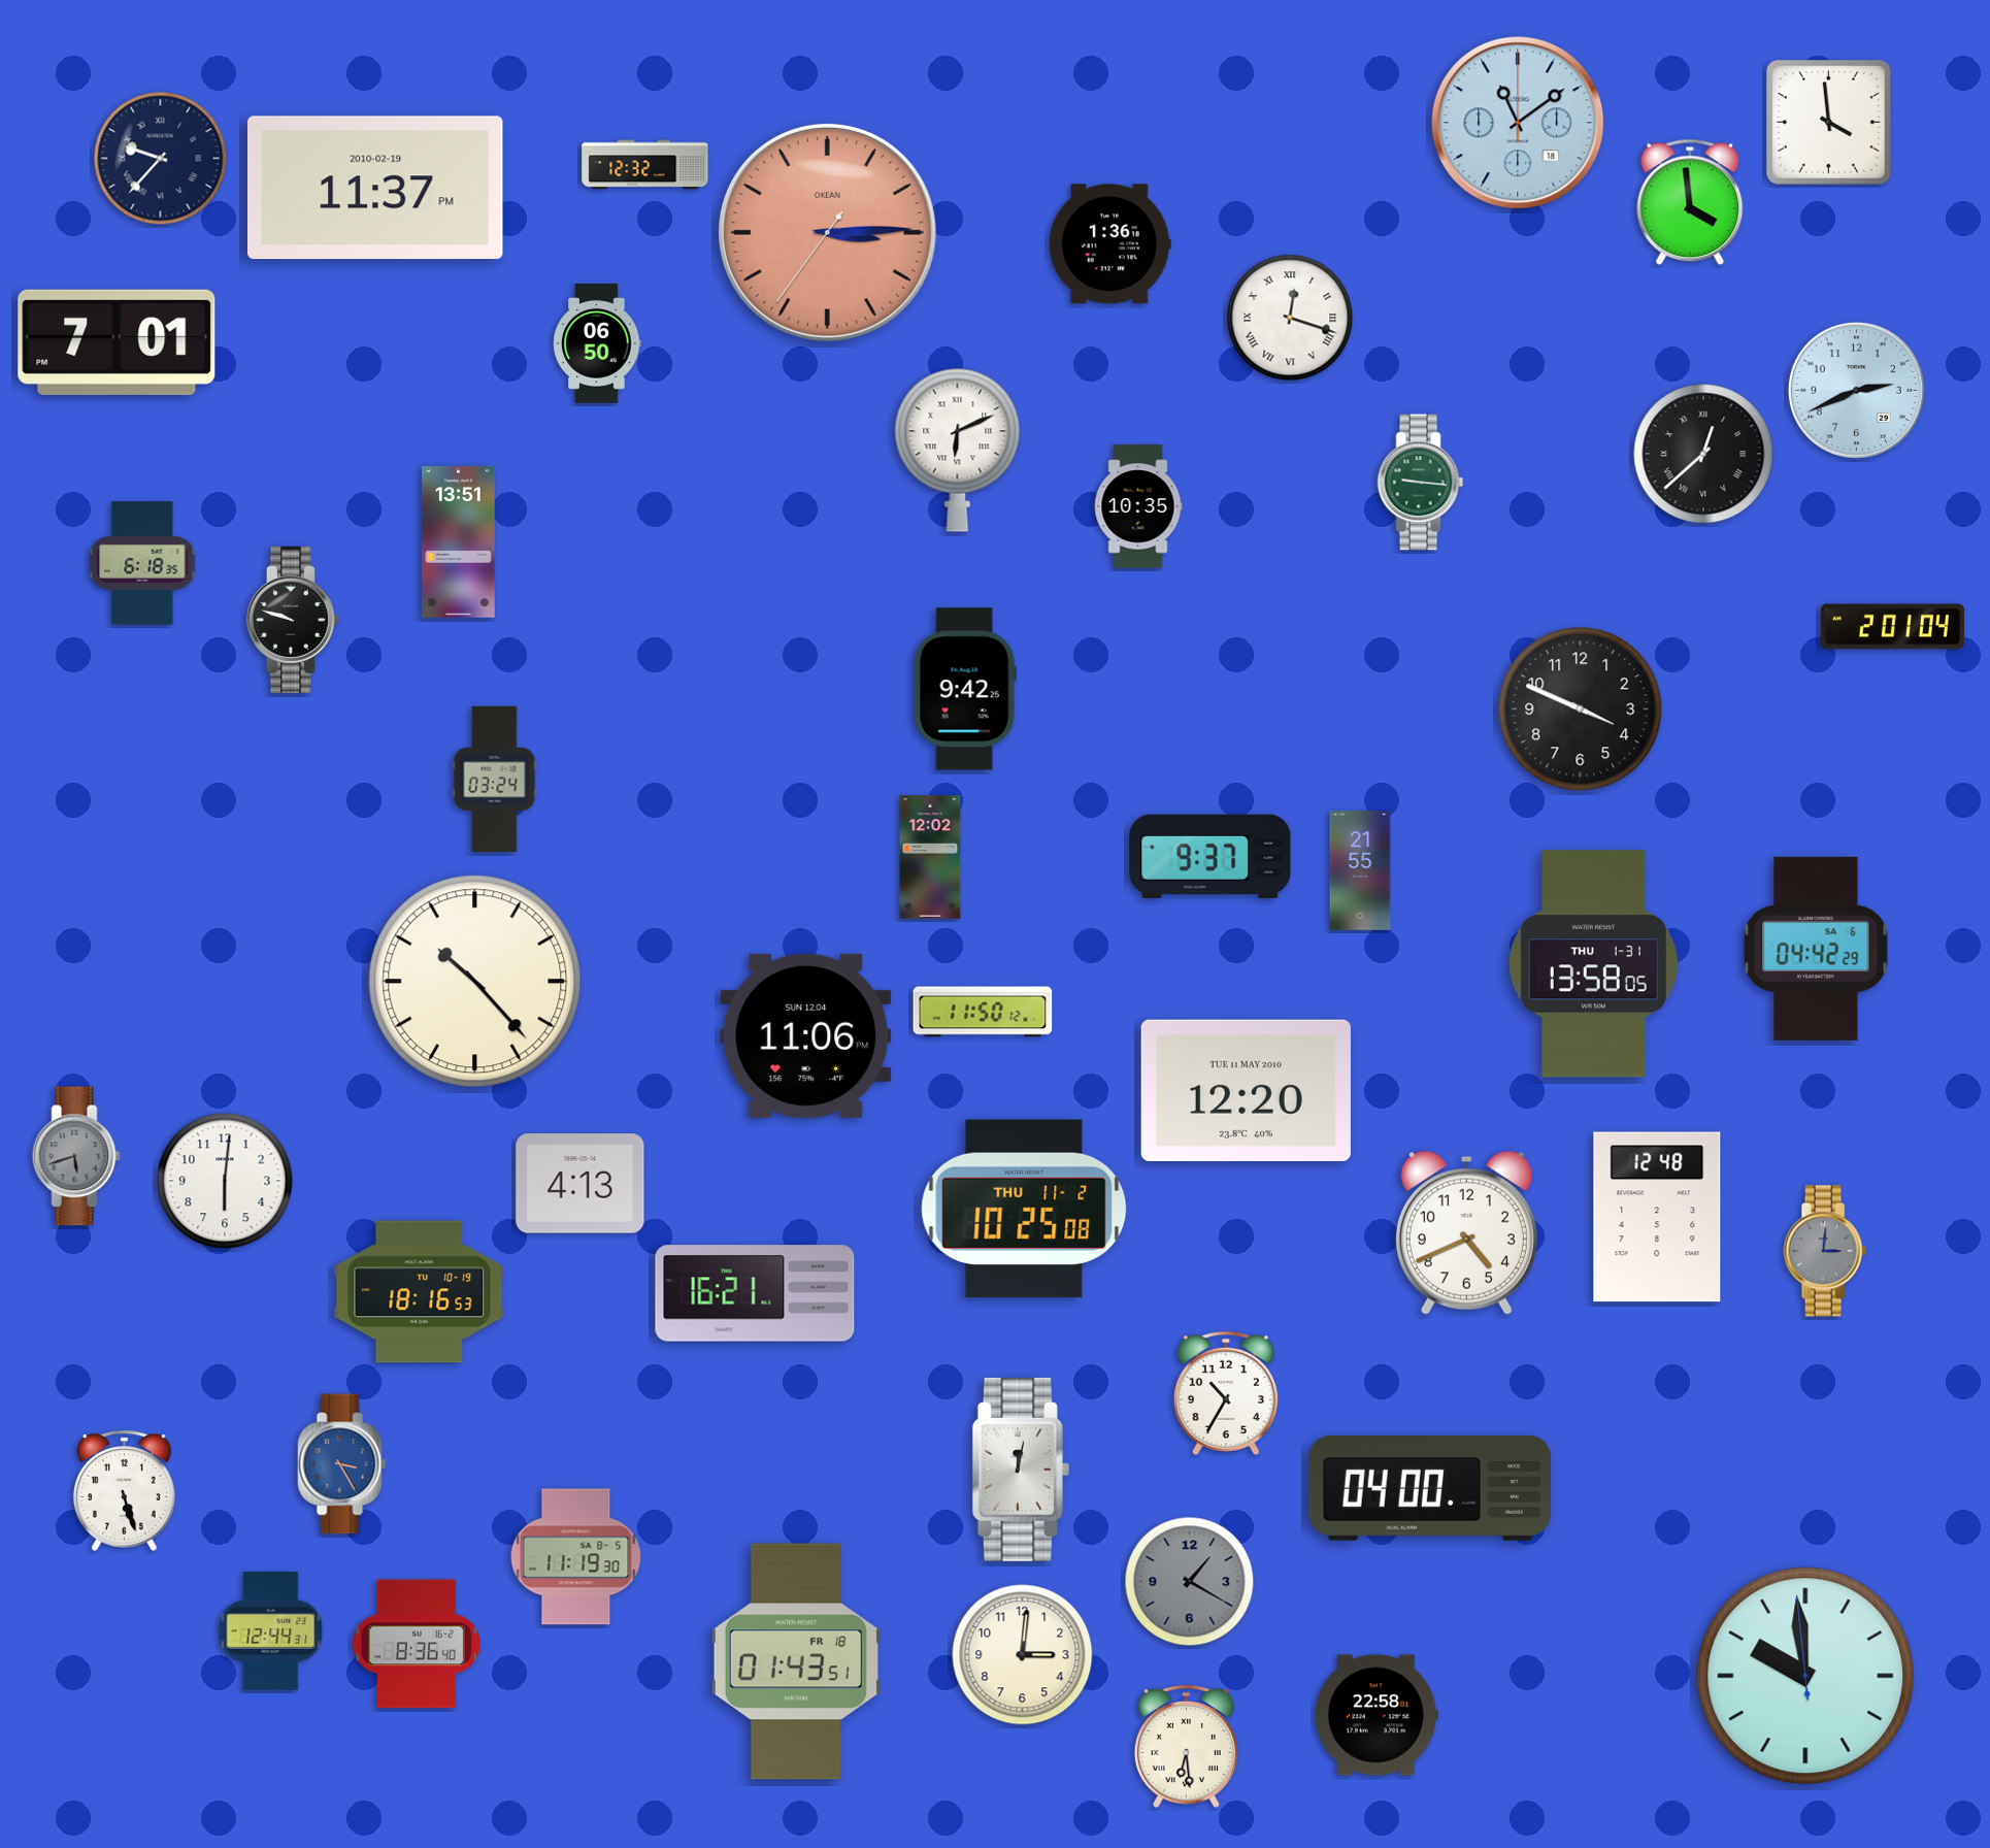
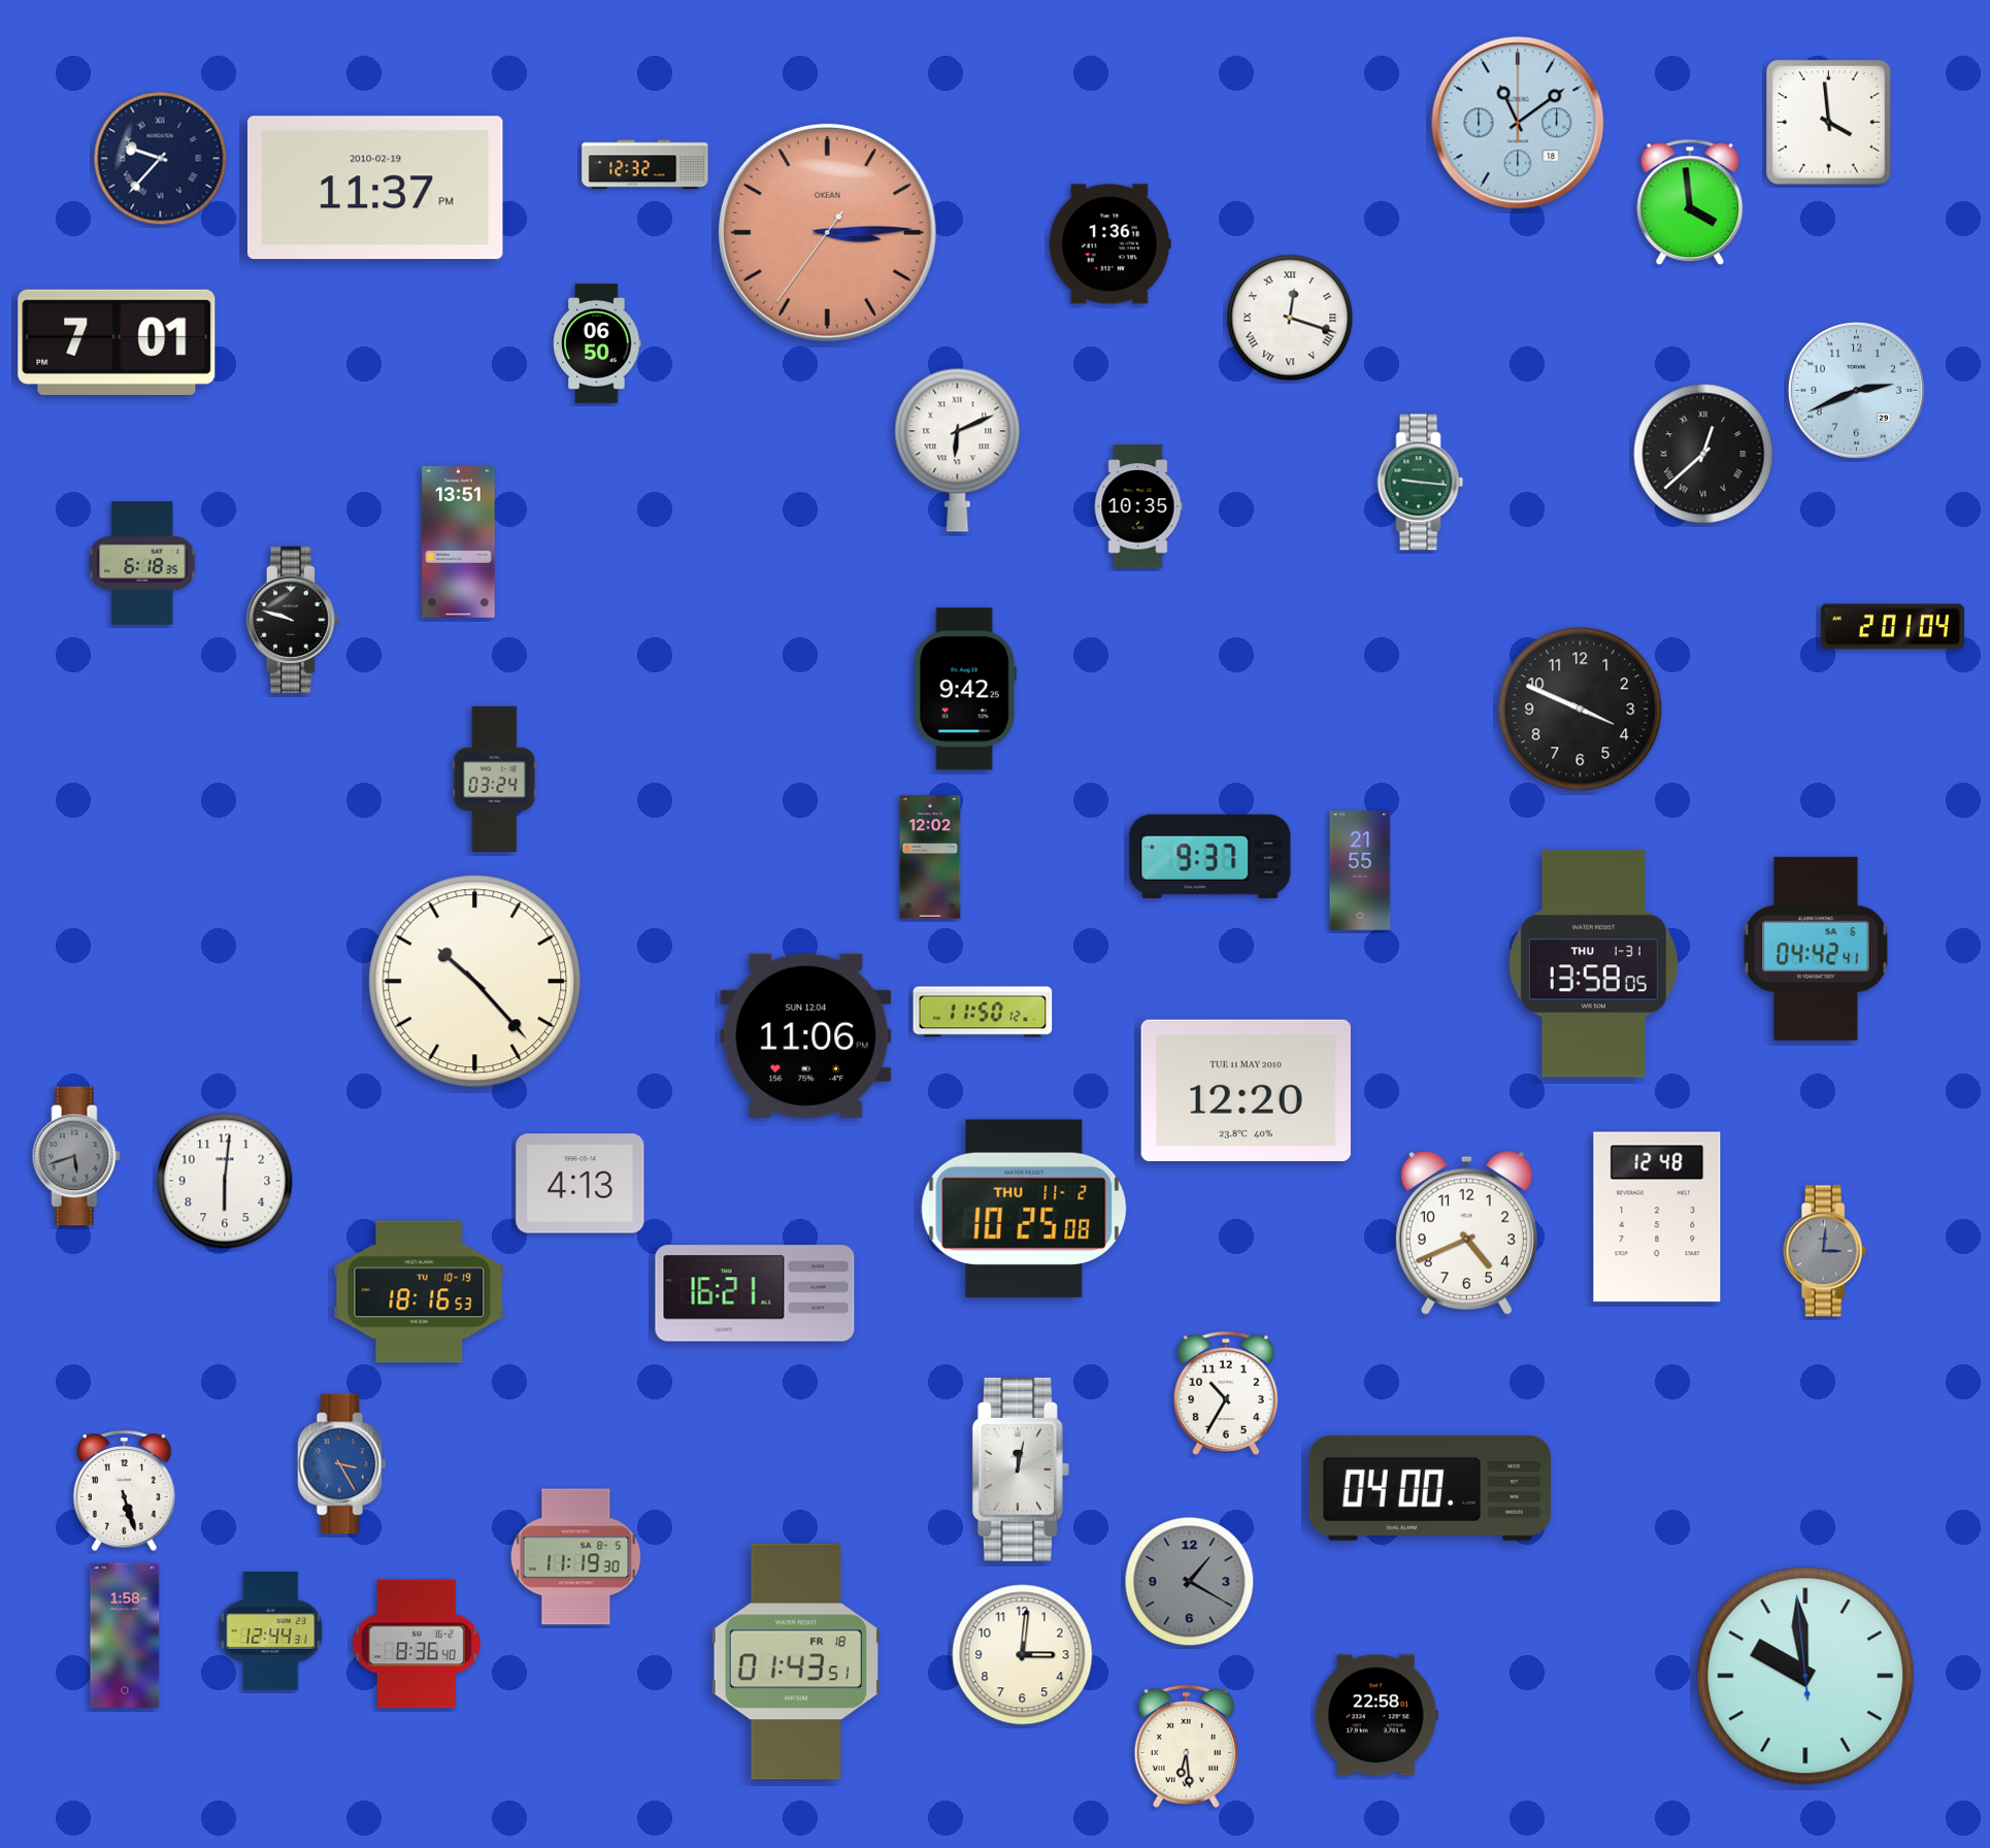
clock at (1816, 949): 04:42:29 -> 04:42:41
clock at (125, 1635): none -> 1:58
